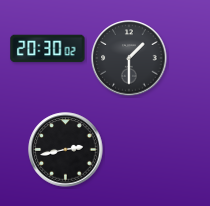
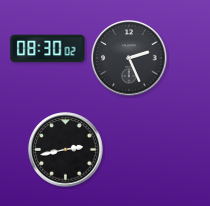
clock at (48, 49): 20:30 -> 08:30
clock at (129, 58): 1:30 -> 2:26
